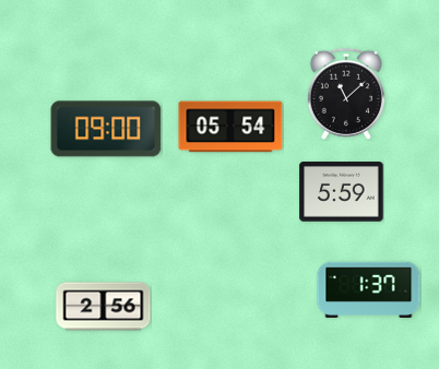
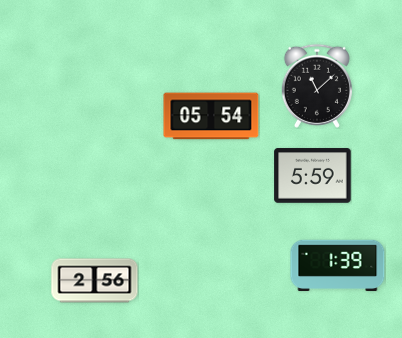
clock at (106, 129): 09:00 -> none
clock at (369, 290): 1:37 -> 1:39
